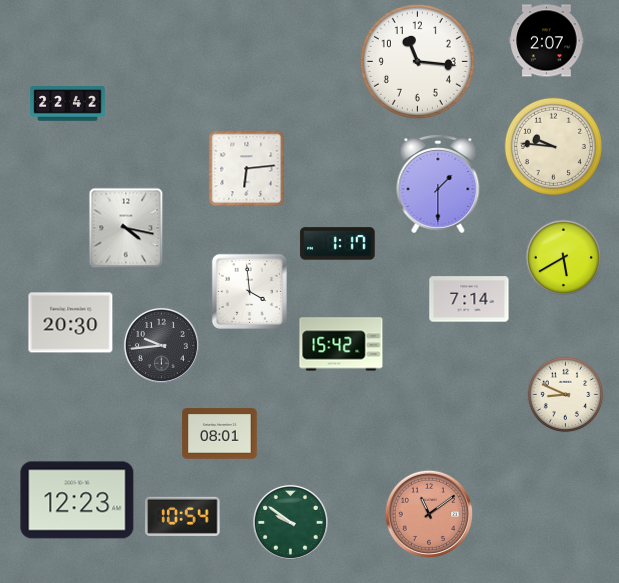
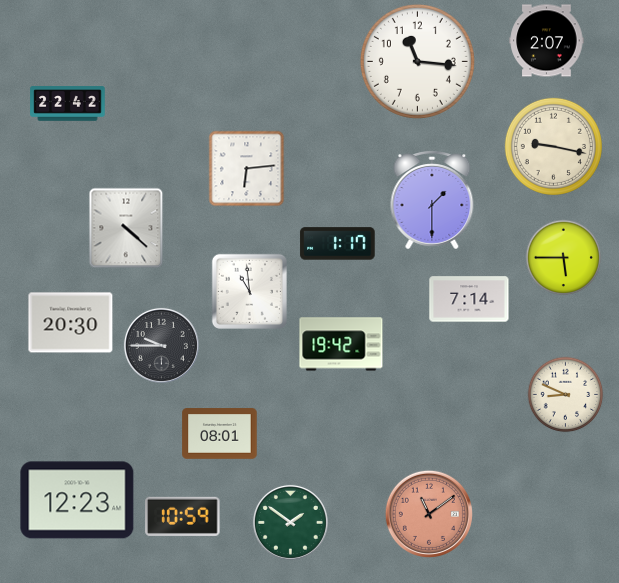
clock at (553, 146): 9:46 -> 9:17
clock at (438, 184) position: (438, 184) -> (432, 200)
clock at (126, 228): 4:17 -> 4:22
clock at (564, 258): 5:40 -> 5:45
clock at (249, 291): 3:59 -> 10:59
clock at (341, 344): 15:42 -> 19:42
clock at (161, 345): 9:44 -> 9:45
clock at (183, 516): 10:54 -> 10:59
clock at (290, 522): 9:51 -> 1:51
